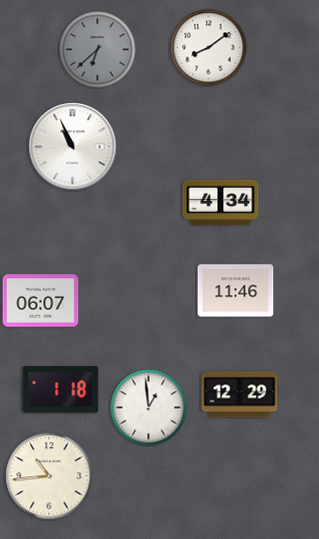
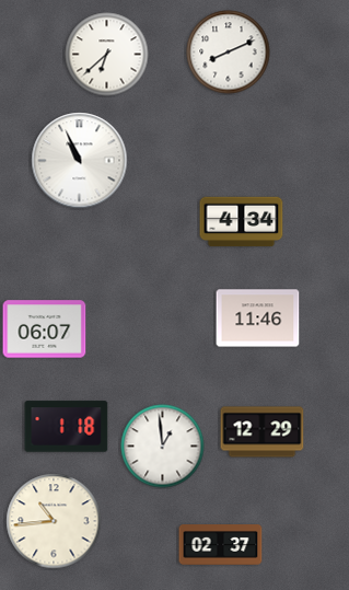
clock at (209, 48): 8:09 -> 8:11
clock at (98, 50) dial: grey -> white
clock at (221, 545): none -> 02:37
